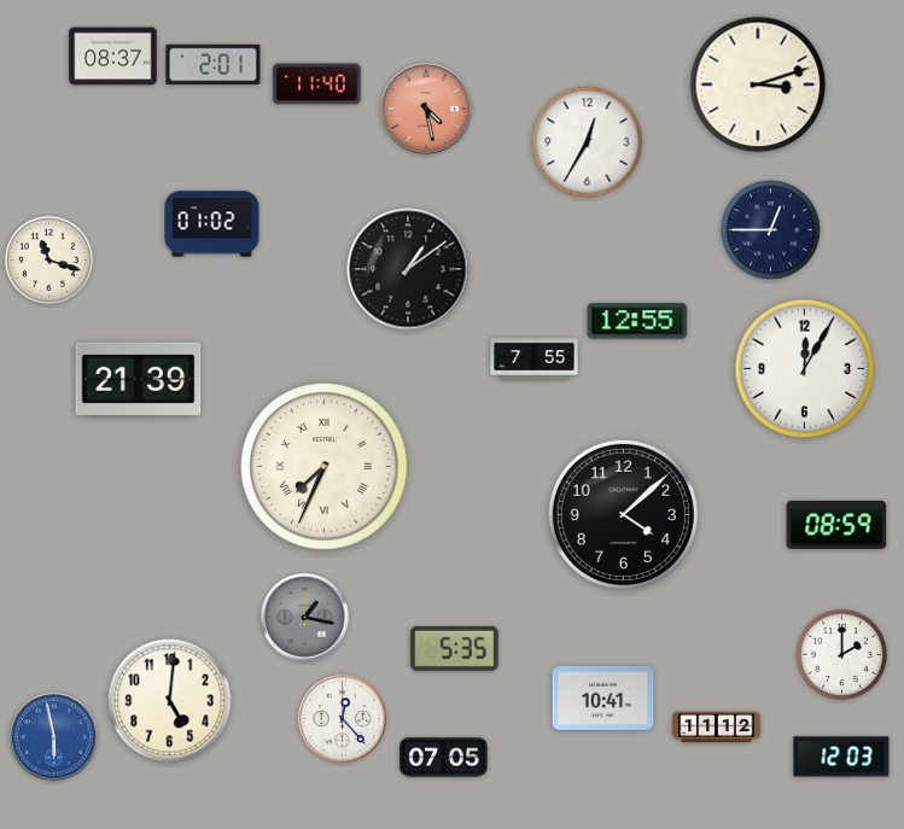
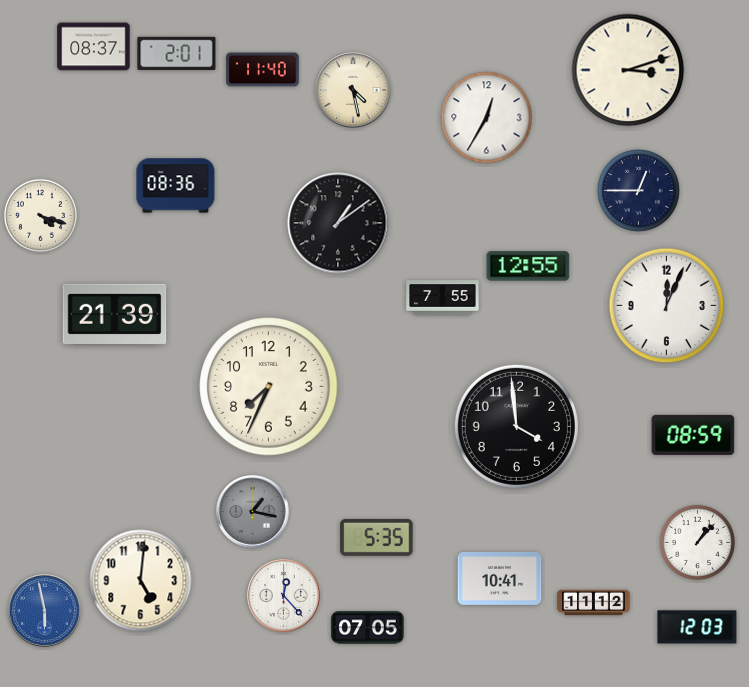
clock at (426, 109) dial: salmon -> cream
clock at (212, 224): 01:02 -> 08:36
clock at (48, 259): 11:18 -> 4:18
clock at (805, 369): 12:05 -> 12:04
clock at (325, 467) numerals: Roman -> Arabic
clock at (623, 514): 4:08 -> 3:59
clock at (841, 654): 2:00 -> 1:07
